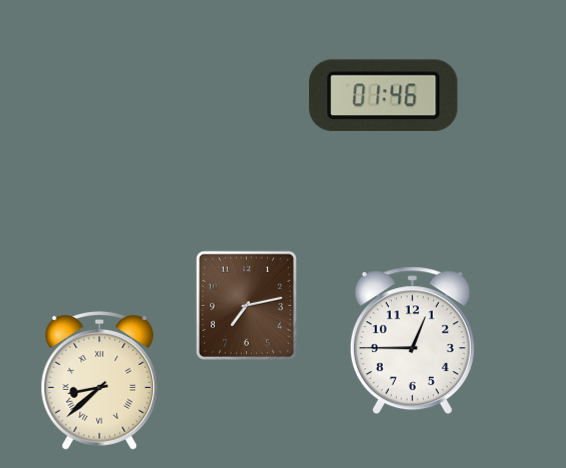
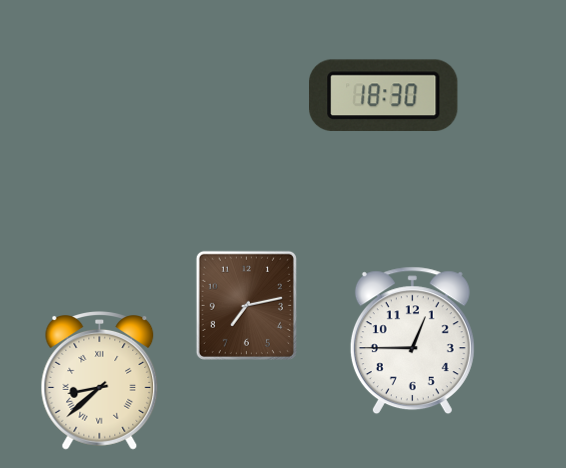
clock at (384, 95): 01:46 -> 18:30
